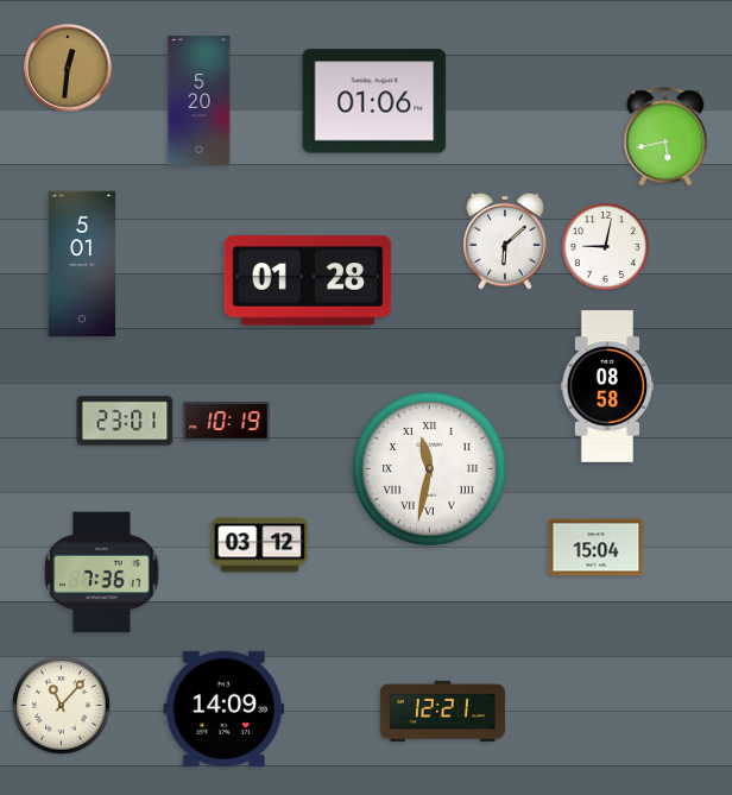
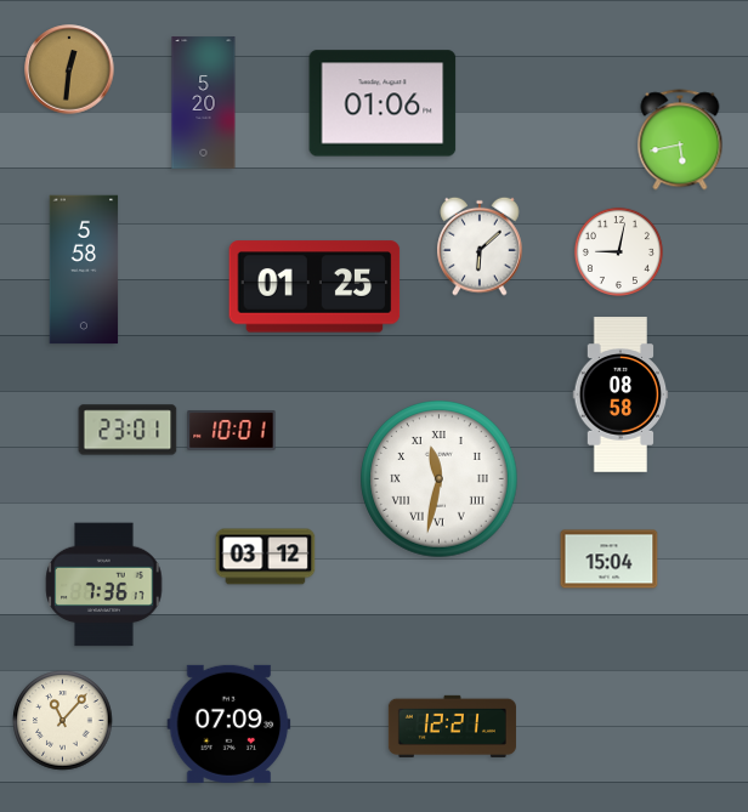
clock at (505, 241) position: (505, 241) -> (480, 246)
clock at (82, 264): 5:01 -> 5:58
clock at (308, 280): 01:28 -> 01:25
clock at (227, 422): 10:19 -> 10:01
clock at (225, 708): 14:09 -> 07:09
